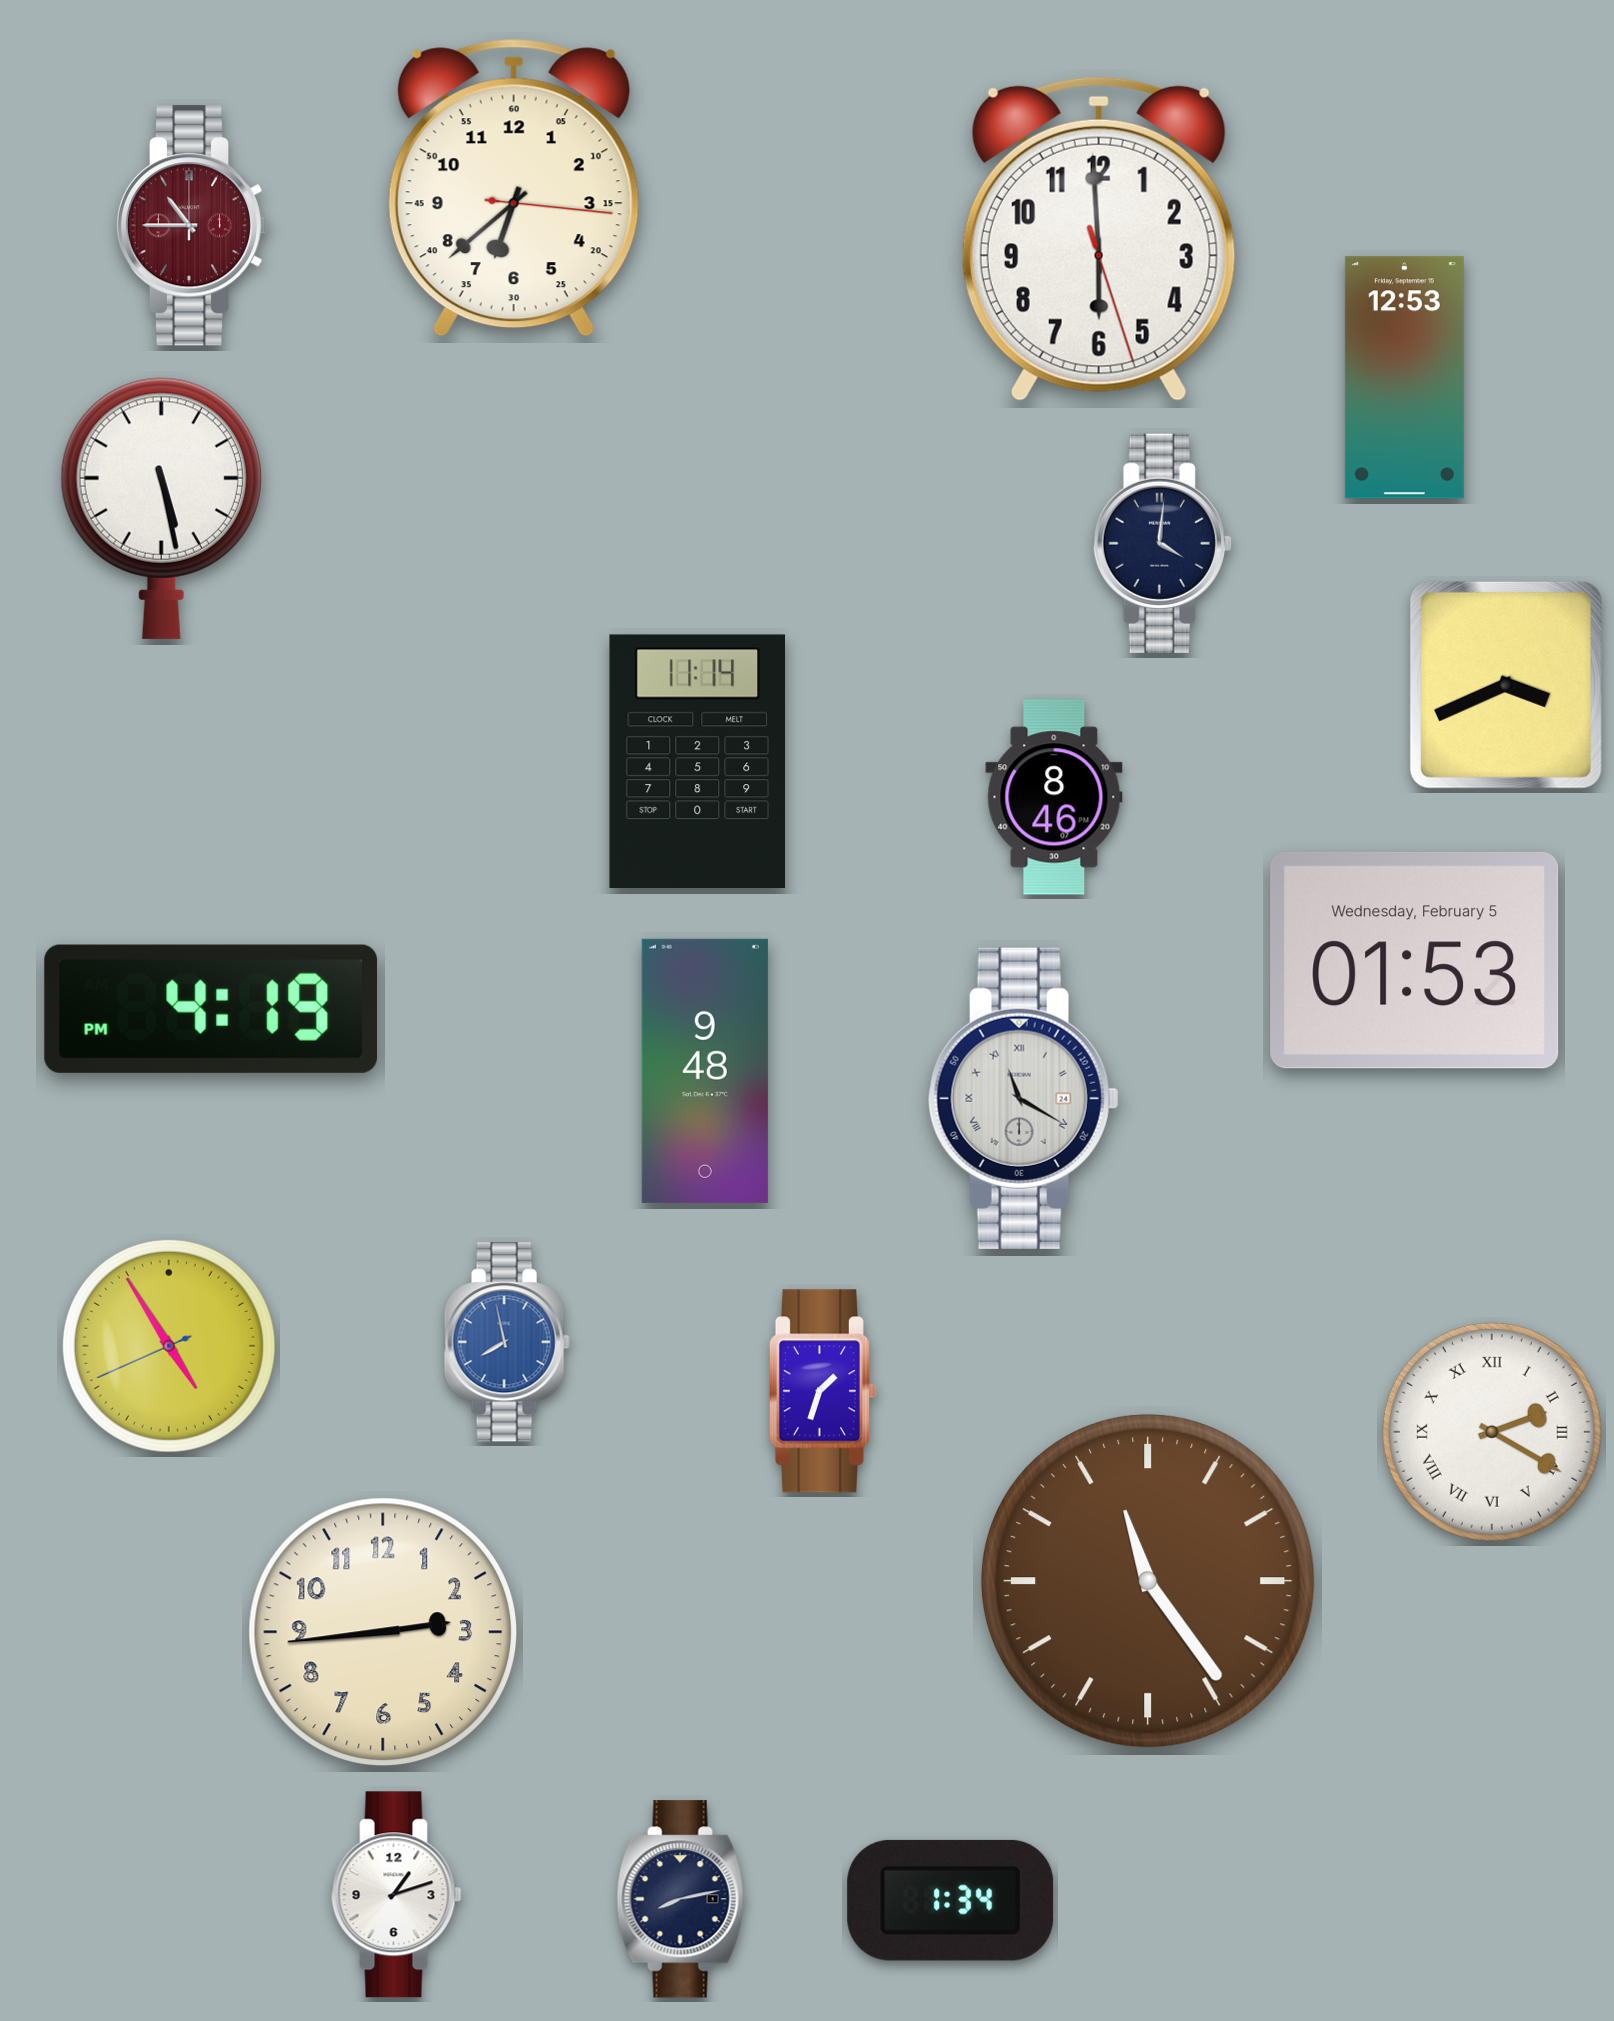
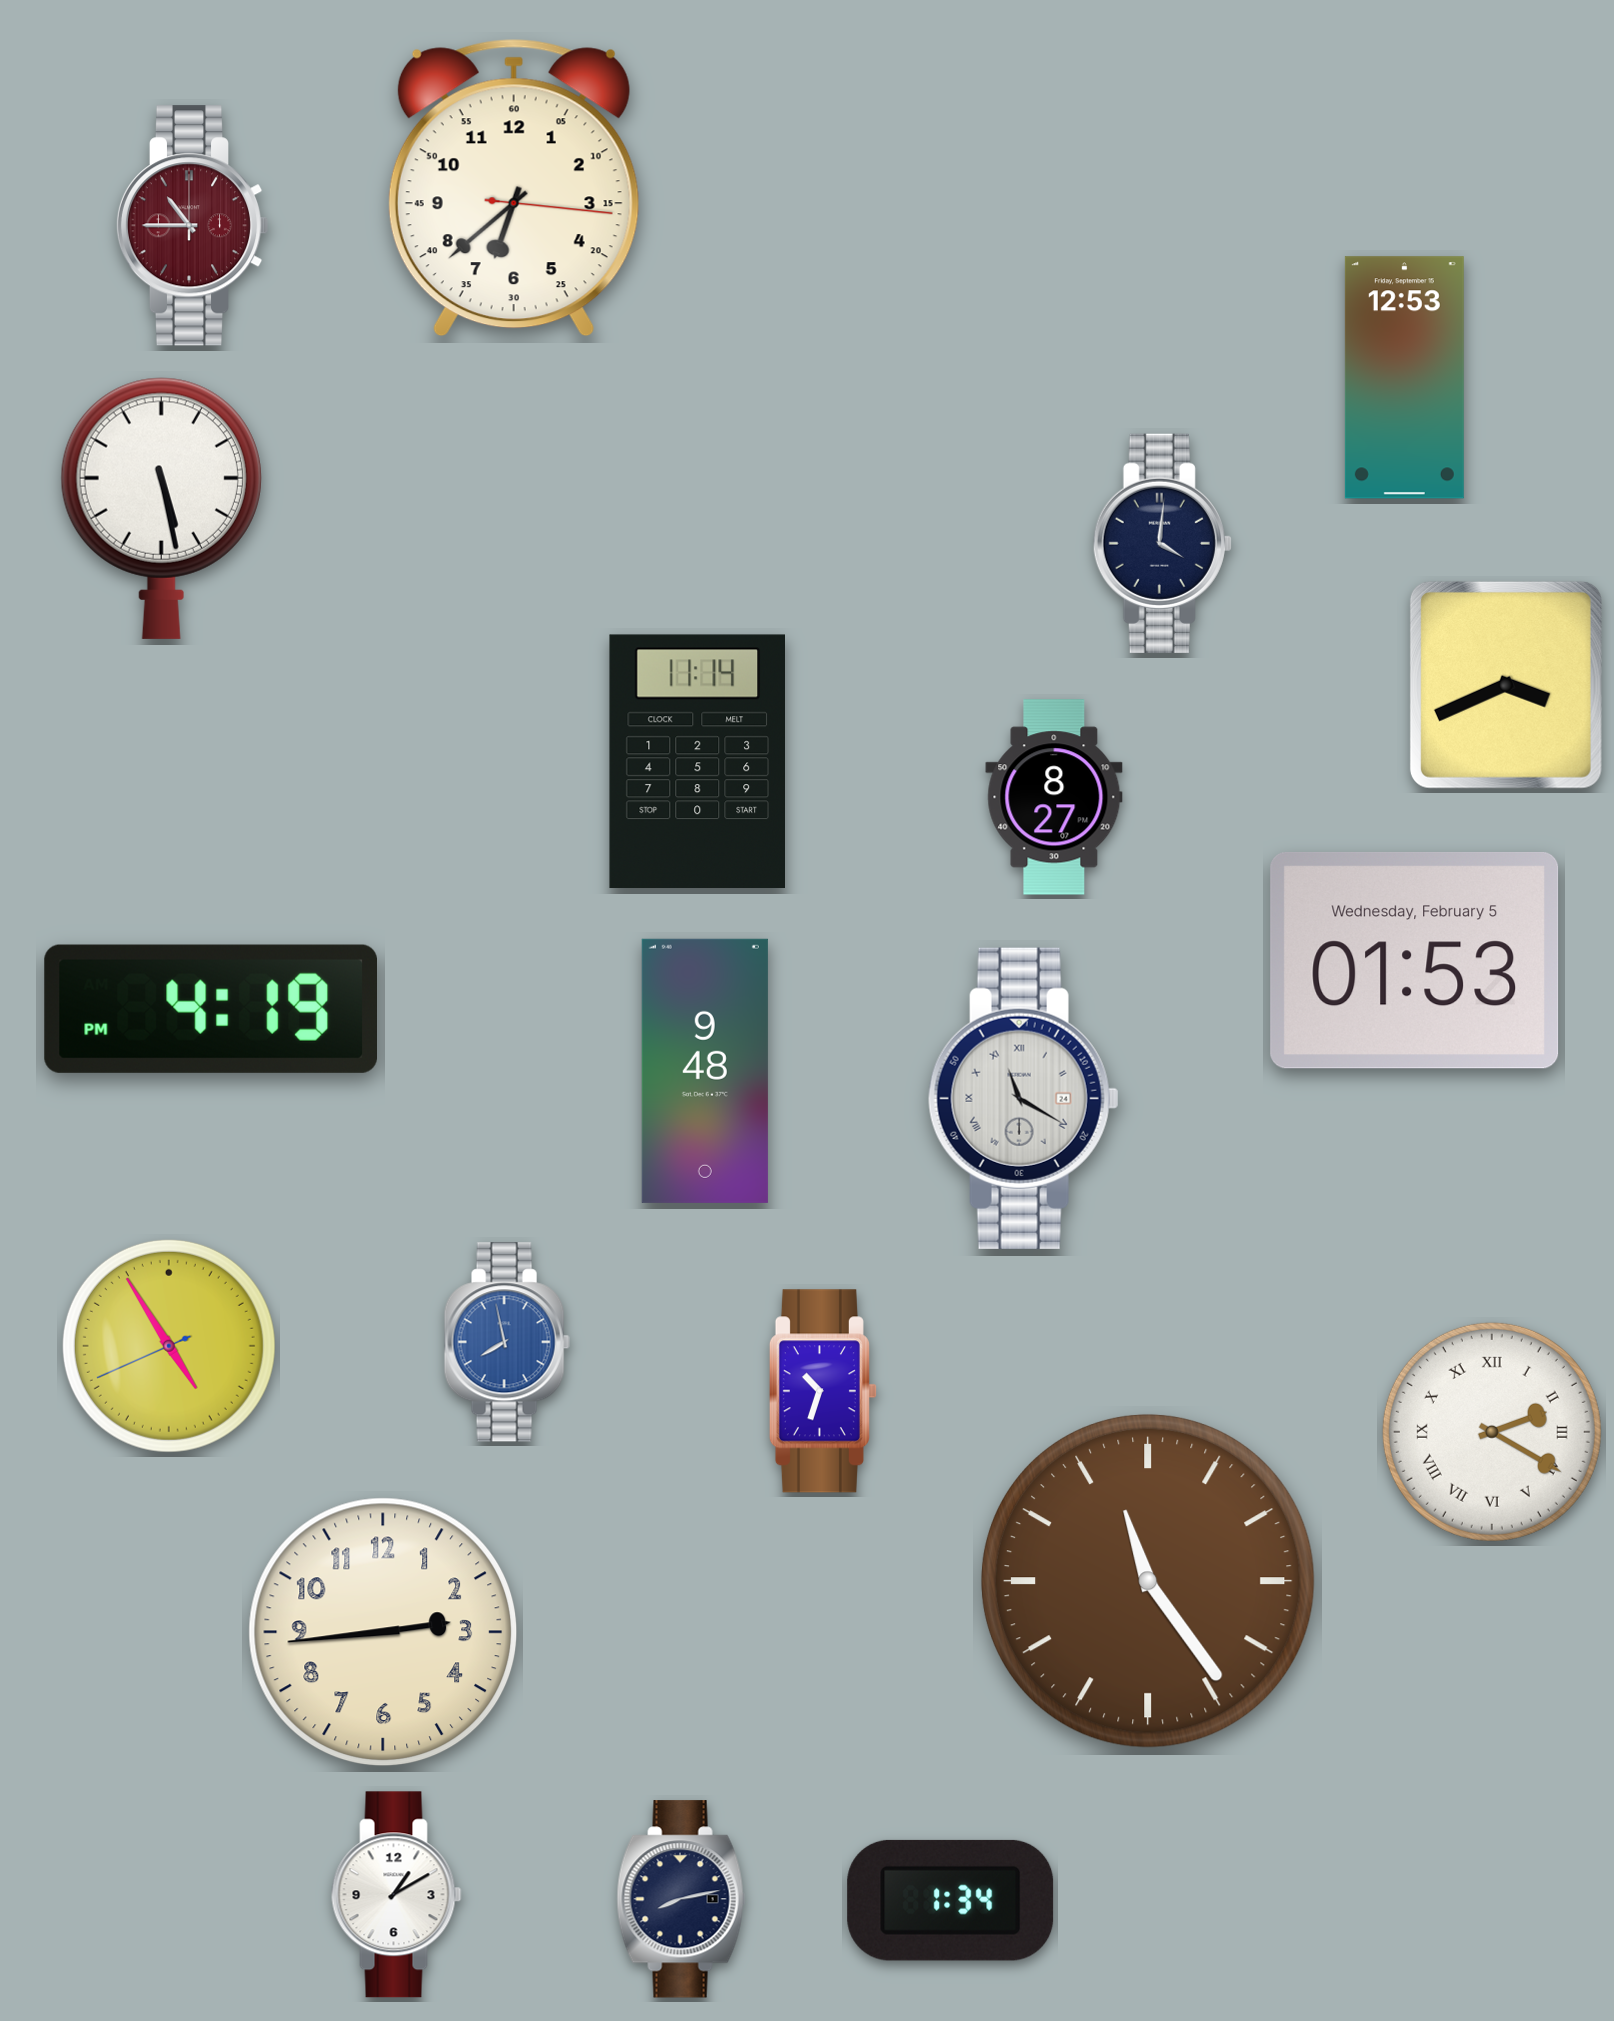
clock at (1099, 239): 5:59 -> none
clock at (1054, 797): 8:46 -> 8:27
clock at (823, 1391): 1:33 -> 10:33
clock at (397, 1895): 1:12 -> 1:10
